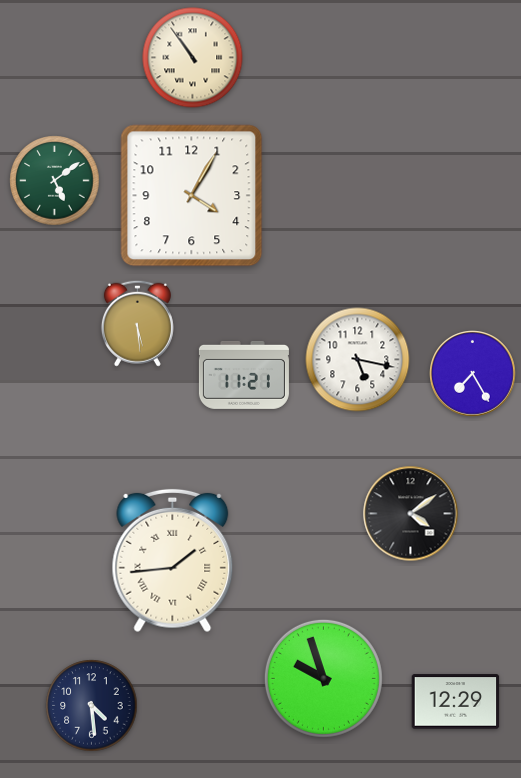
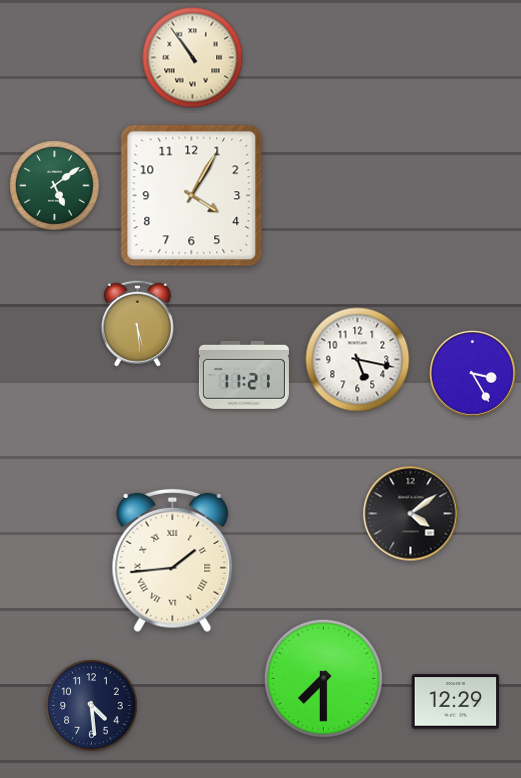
clock at (55, 181) position: (55, 181) -> (55, 186)
clock at (473, 374): 7:25 -> 3:25
clock at (323, 678): 9:57 -> 7:30
